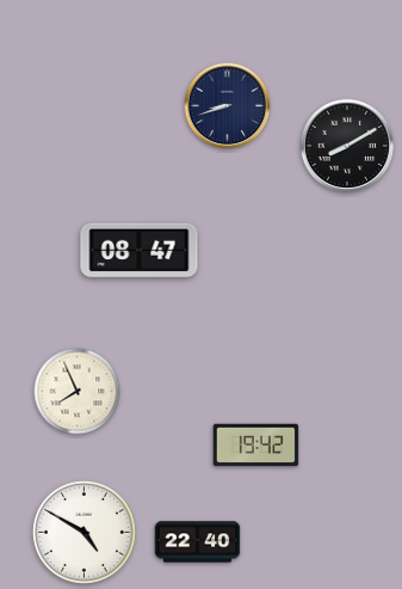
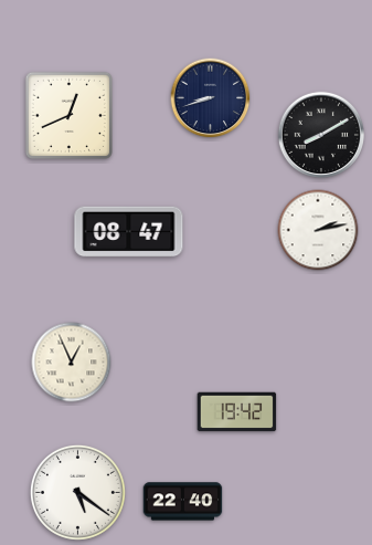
clock at (68, 115): none -> 12:41
clock at (318, 230): none -> 2:13
clock at (78, 392): 7:56 -> 12:56
clock at (84, 532): 4:50 -> 5:21
